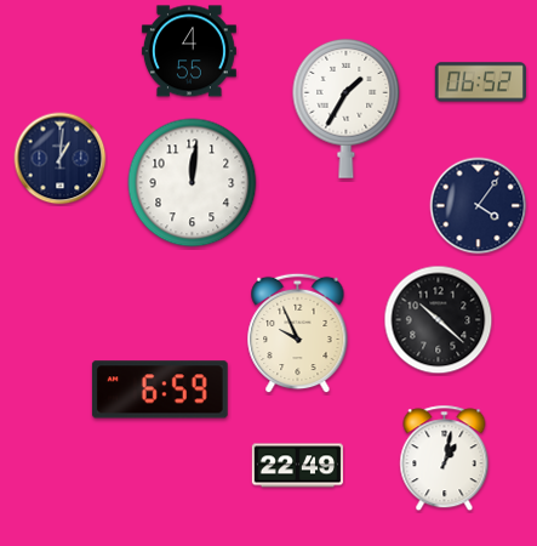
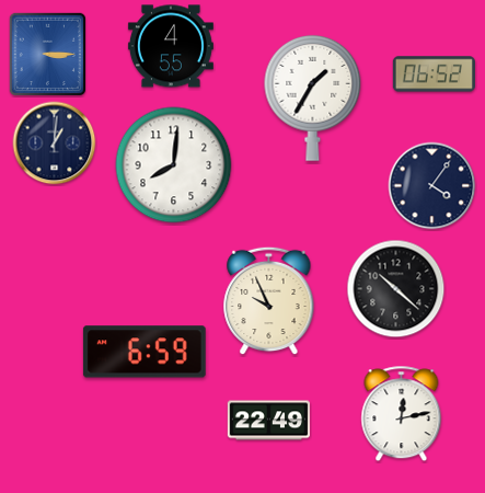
clock at (47, 54): none -> 3:15
clock at (193, 183): 12:01 -> 8:01
clock at (445, 459): 1:02 -> 12:13
